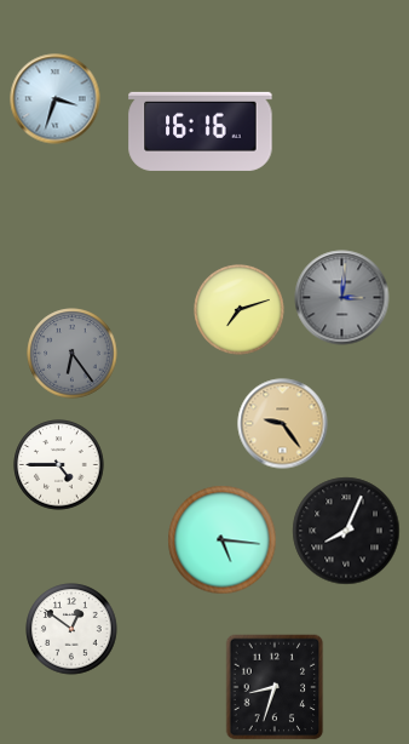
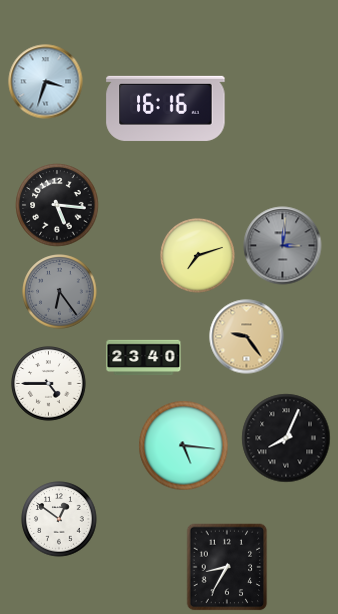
clock at (57, 205): none -> 5:16
clock at (283, 424) position: (283, 424) -> (247, 337)
clock at (144, 358): none -> 23:40
clock at (275, 687): 8:33 -> 8:35
